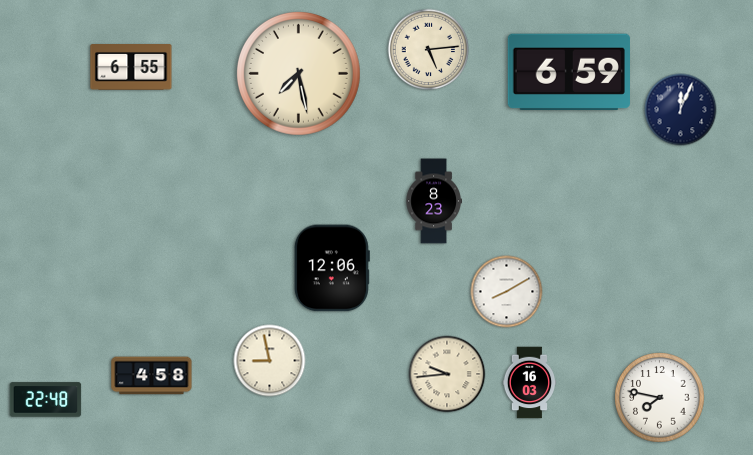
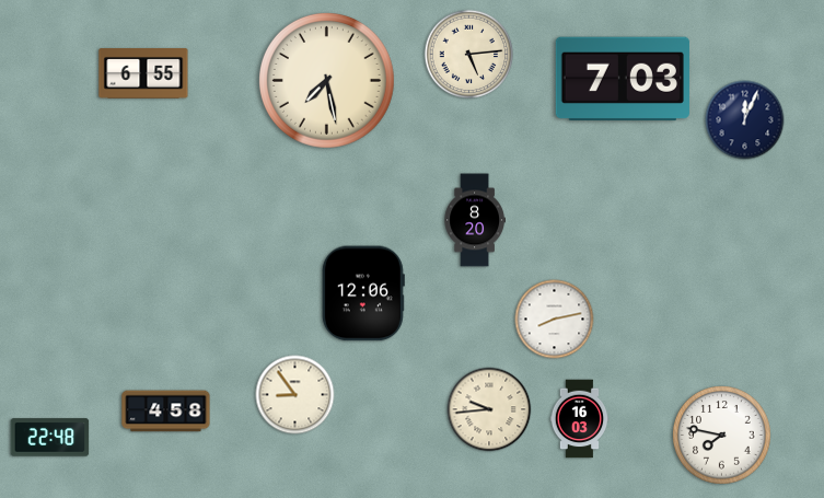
clock at (569, 72): 6:59 -> 7:03
clock at (434, 201): 8:23 -> 8:20
clock at (507, 292): 8:10 -> 8:13
clock at (270, 361): 8:58 -> 8:54
